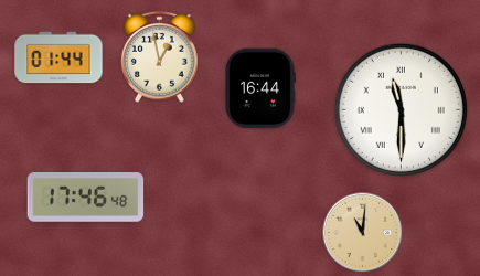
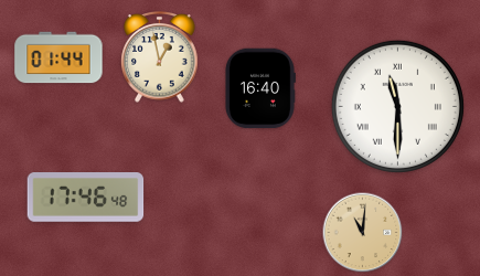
clock at (260, 88): 16:44 -> 16:40
clock at (401, 109) position: (401, 109) -> (397, 106)
